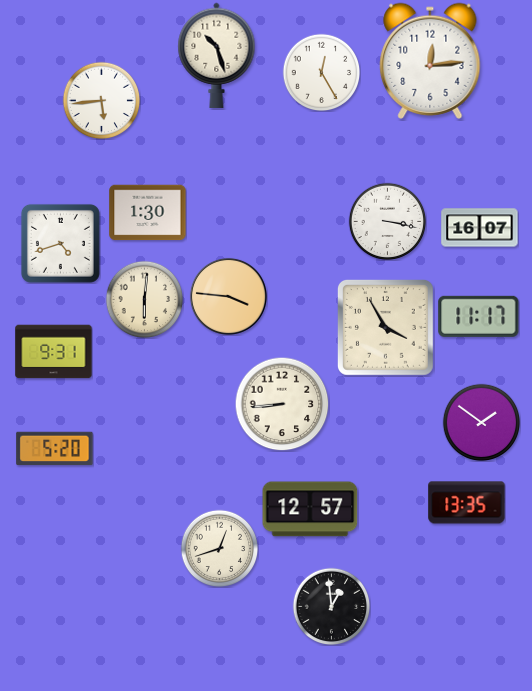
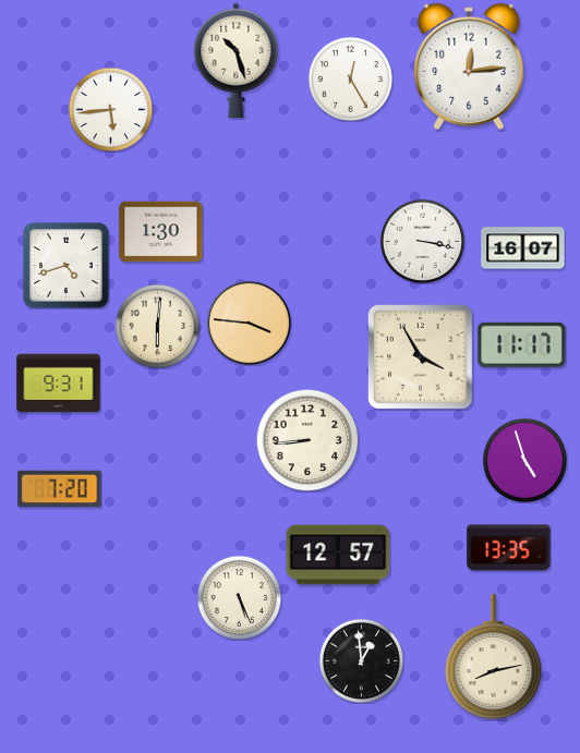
clock at (481, 422): 1:51 -> 4:57
clock at (55, 449): 5:20 -> 7:20
clock at (219, 548): 12:42 -> 5:26
clock at (494, 657): none -> 8:13
